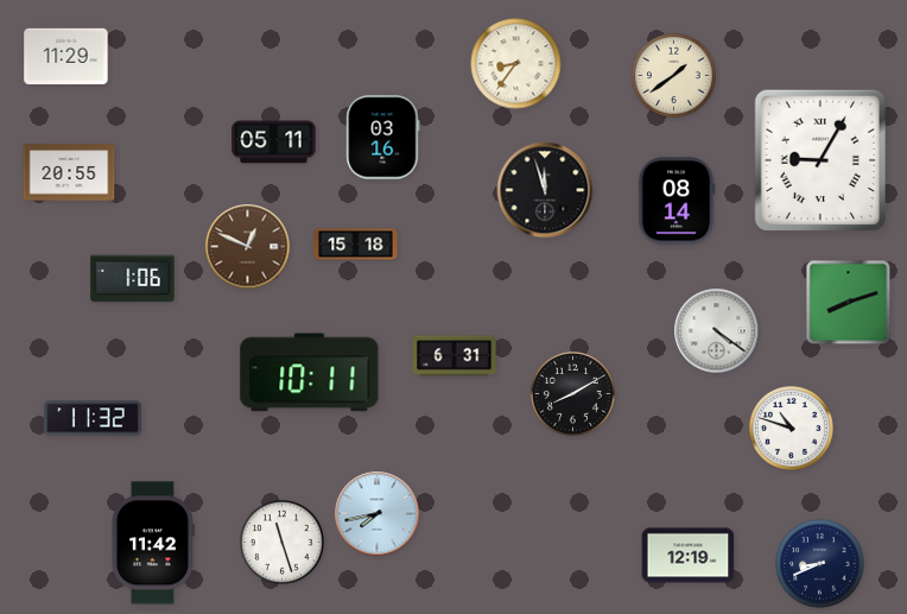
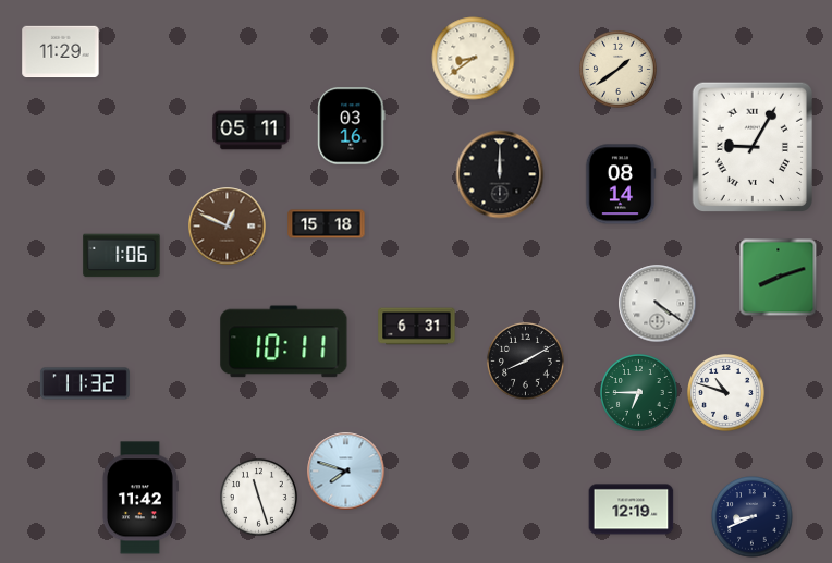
clock at (516, 64): 8:36 -> 8:39
clock at (69, 172): 20:55 -> none
clock at (545, 190): 11:57 -> 12:00
clock at (639, 393): none -> 6:45
clock at (378, 514): 7:43 -> 7:48
